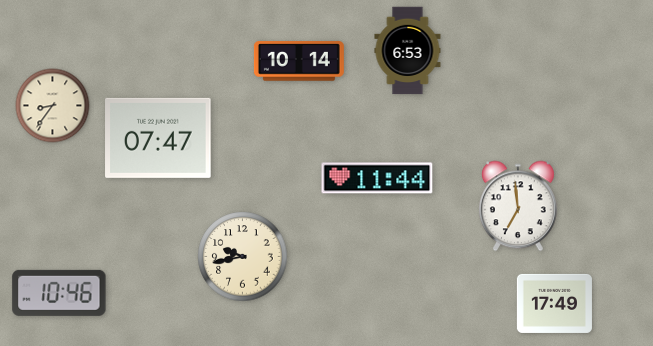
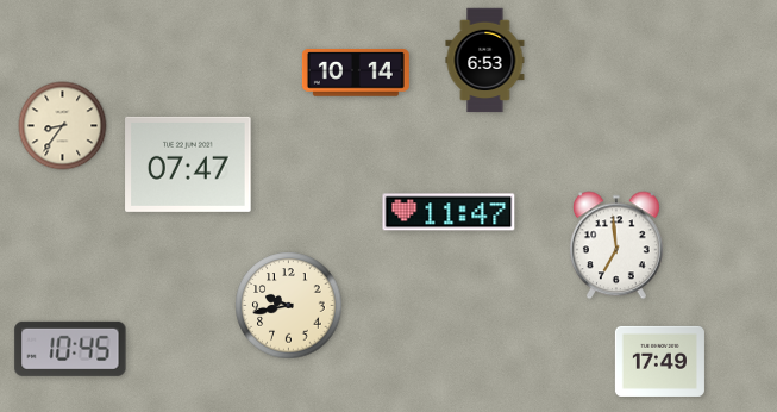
clock at (377, 178): 11:44 -> 11:47
clock at (59, 293): 10:46 -> 10:45
